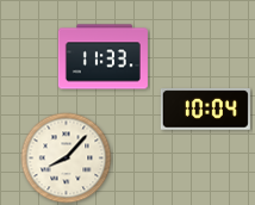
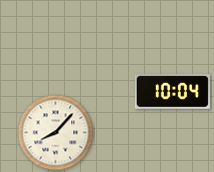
clock at (102, 57): 11:33 -> none
